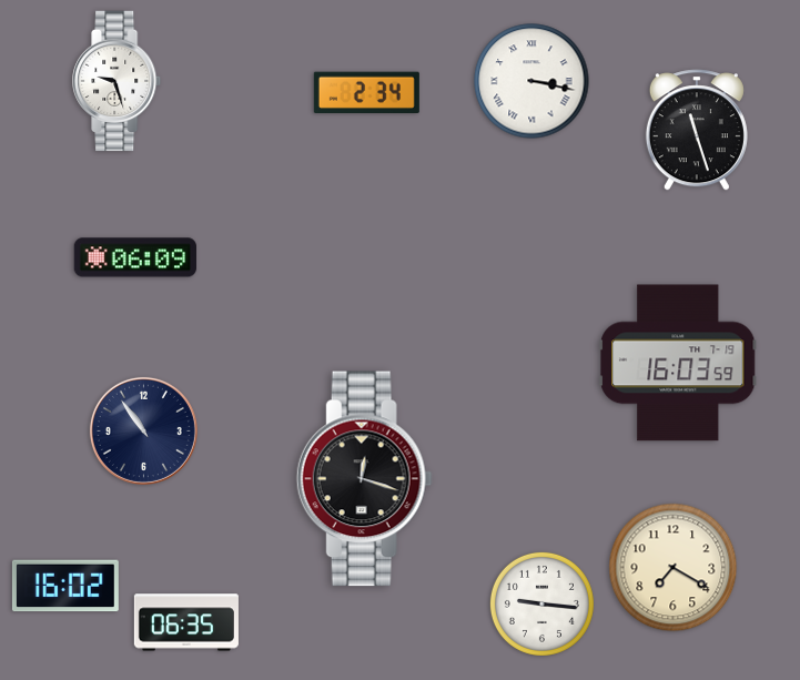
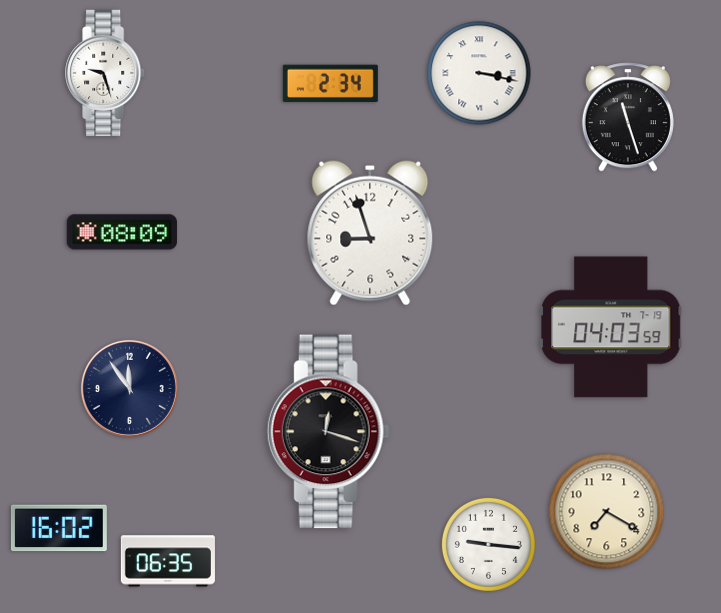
clock at (135, 257): 06:09 -> 08:09
clock at (370, 233): none -> 8:57
clock at (679, 363): 16:03 -> 04:03
clock at (143, 430): 10:54 -> 11:54
